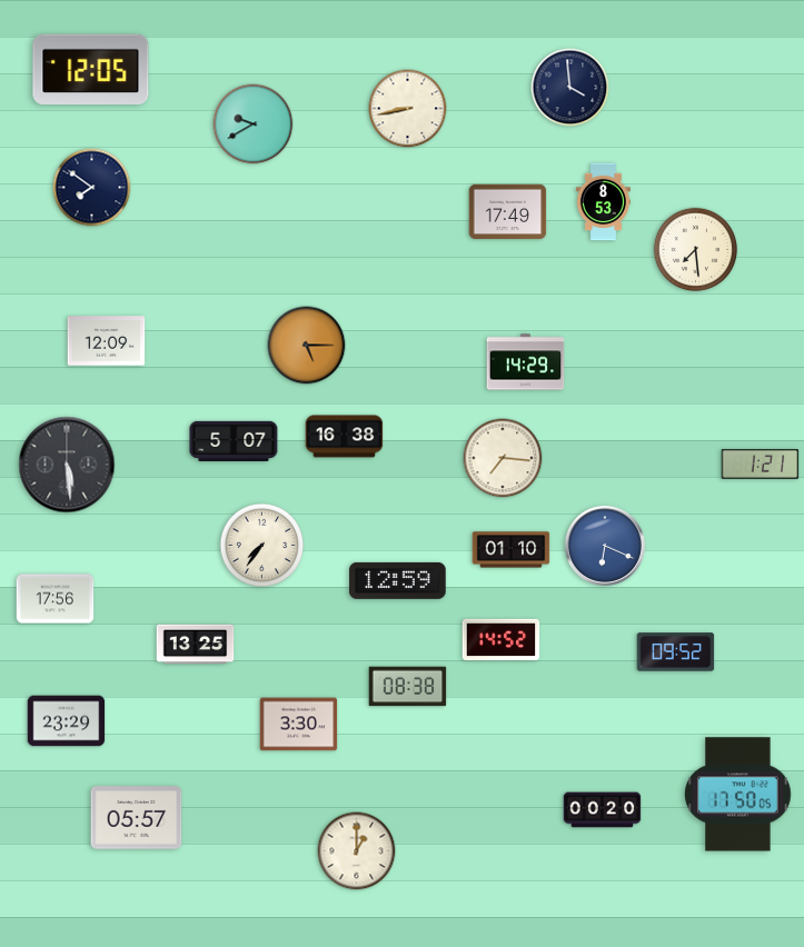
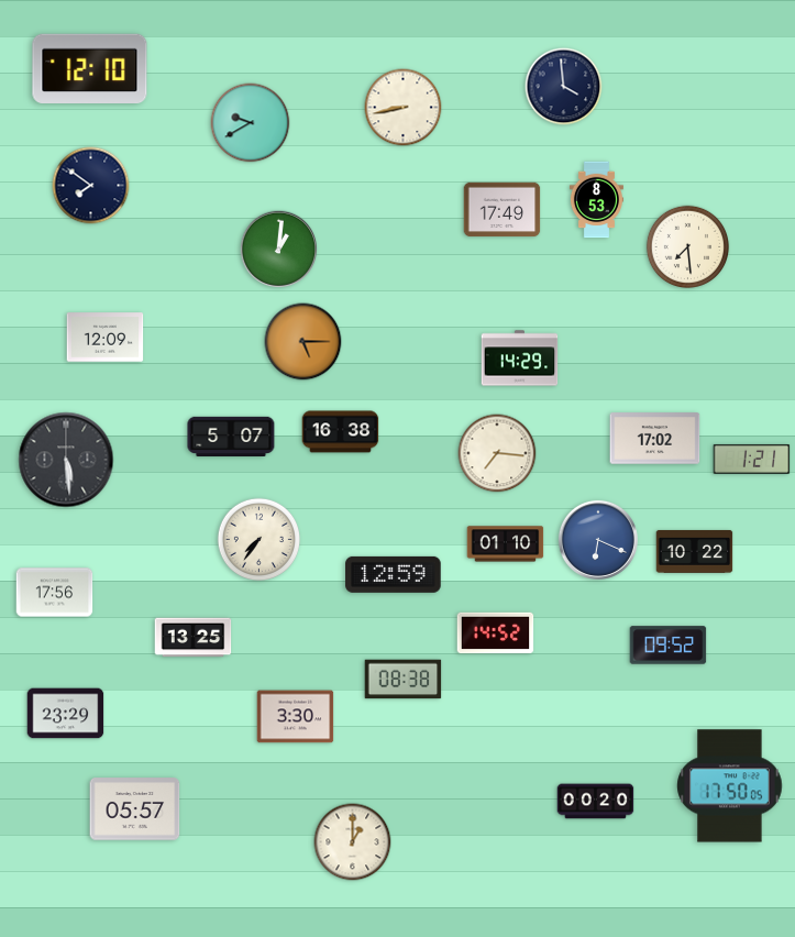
clock at (91, 69): 12:05 -> 12:10
clock at (279, 250): none -> 1:01
clock at (655, 439): none -> 17:02
clock at (695, 551): none -> 10:22
